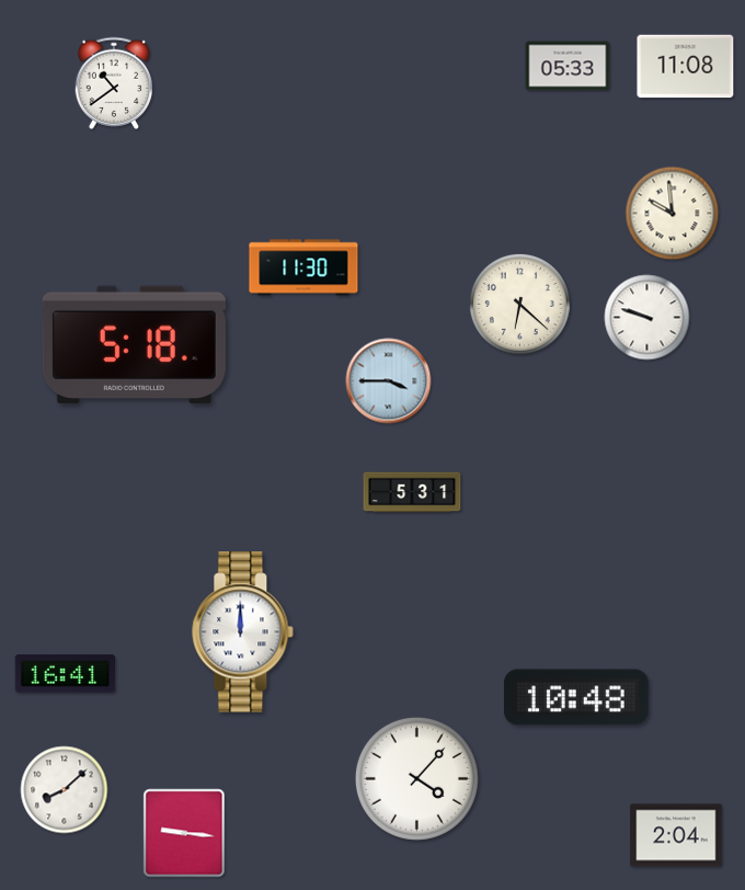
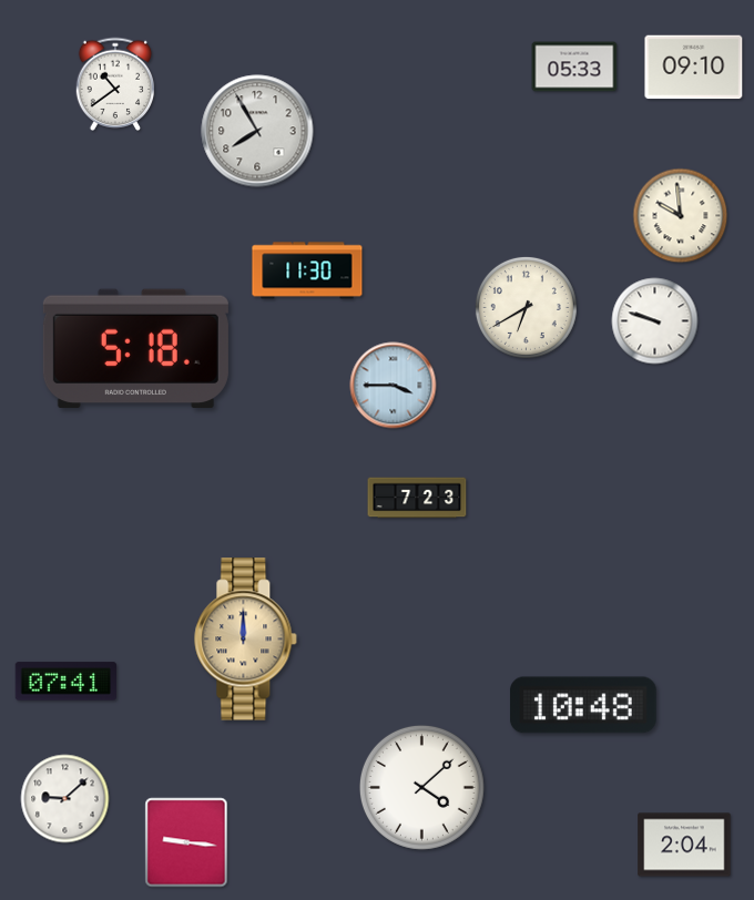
clock at (686, 67): 11:08 -> 09:10
clock at (257, 131): none -> 7:55
clock at (519, 304): 6:22 -> 6:40
clock at (412, 492): 5:31 -> 7:23
clock at (243, 632) dial: white -> champagne
clock at (66, 674): 16:41 -> 07:41
clock at (416, 778): 4:07 -> 4:08
clock at (65, 790): 8:08 -> 9:08
